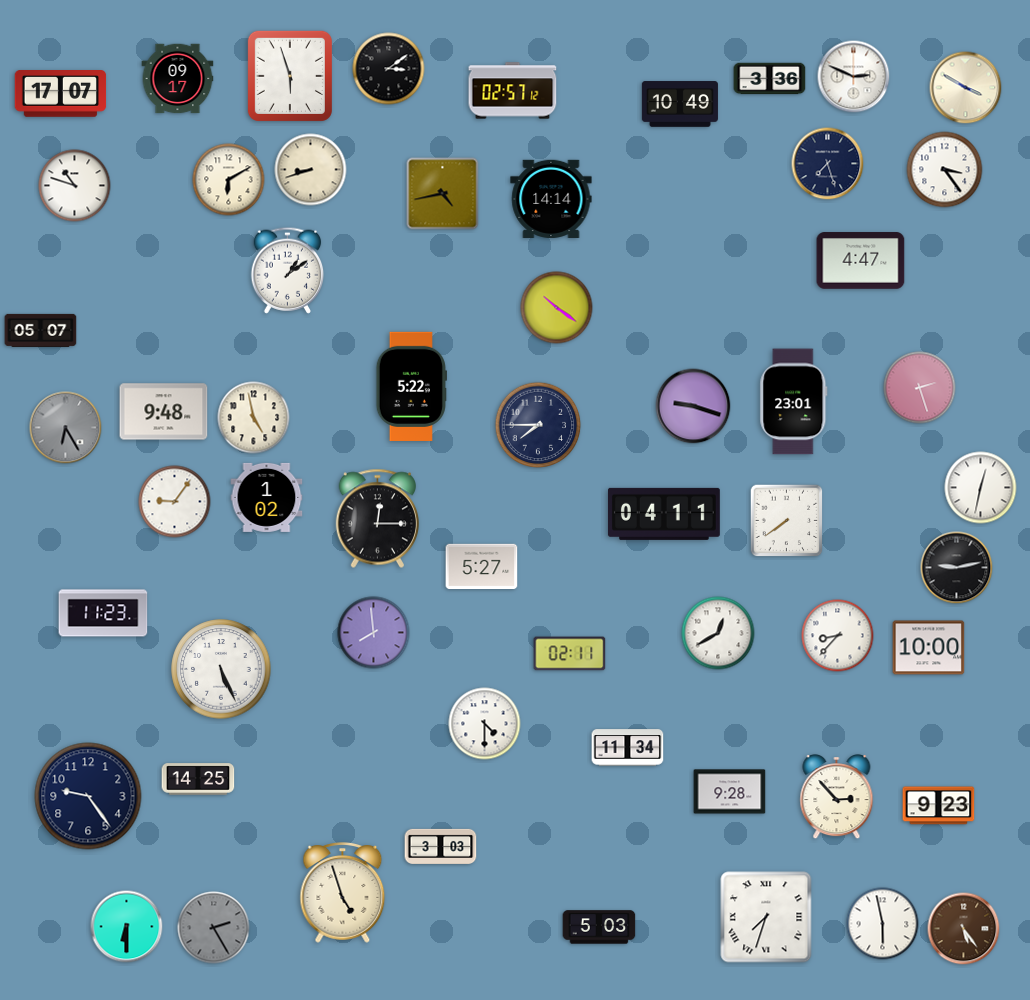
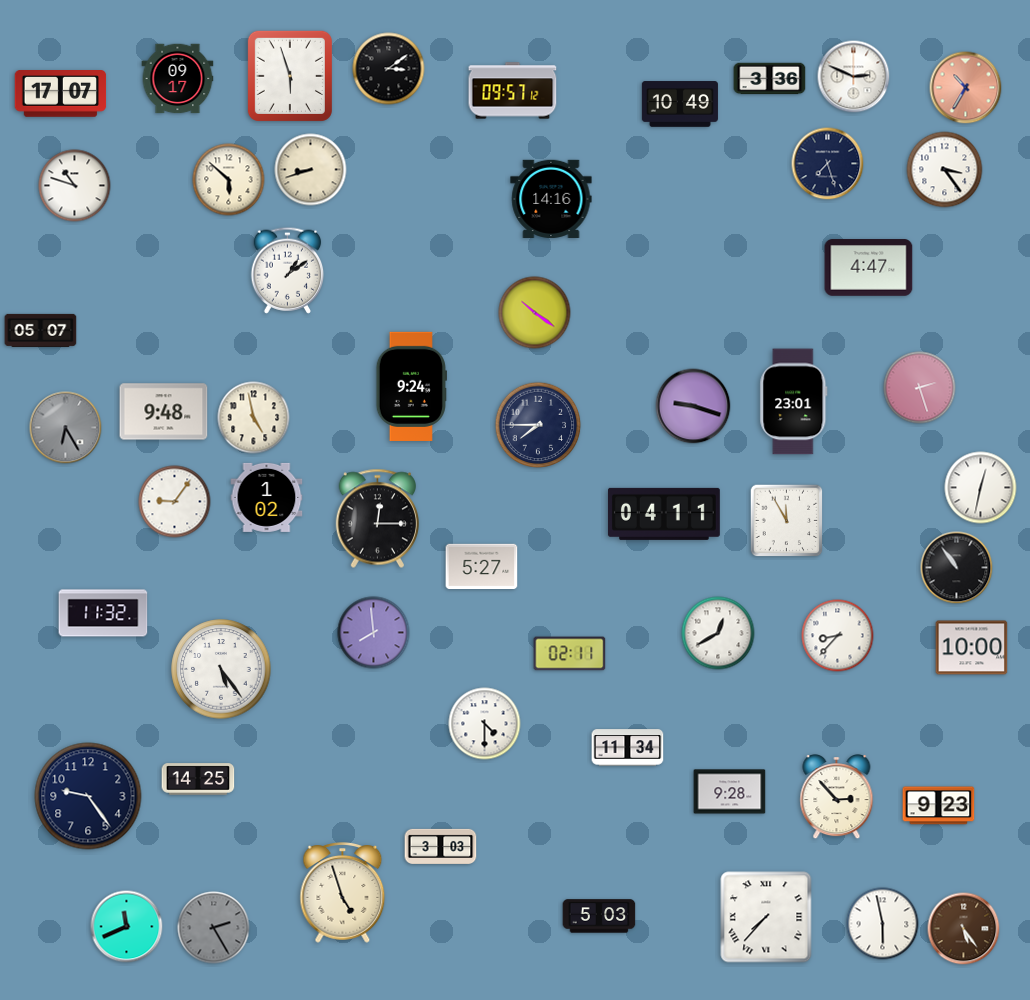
clock at (966, 88): 3:50 -> 10:35
clock at (966, 88) dial: cream -> salmon
clock at (513, 91): 02:57 -> 09:57
clock at (229, 180): 6:10 -> 5:52
clock at (443, 194): 4:43 -> none
clock at (551, 199): 14:14 -> 14:16
clock at (861, 261) position: (861, 261) -> (869, 268)
clock at (557, 308) position: (557, 308) -> (535, 313)
clock at (411, 386): 5:22 -> 9:24
clock at (787, 521): 7:39 -> 11:55
clock at (957, 568): 9:13 -> 10:54
clock at (103, 613): 11:23 -> 11:32
clock at (929, 648) position: (929, 648) -> (972, 648)
clock at (221, 669): 5:26 -> 5:24
clock at (766, 917): 7:33 -> 7:37
clock at (127, 927): 6:30 -> 11:41
clock at (599, 927) position: (599, 927) -> (599, 916)
